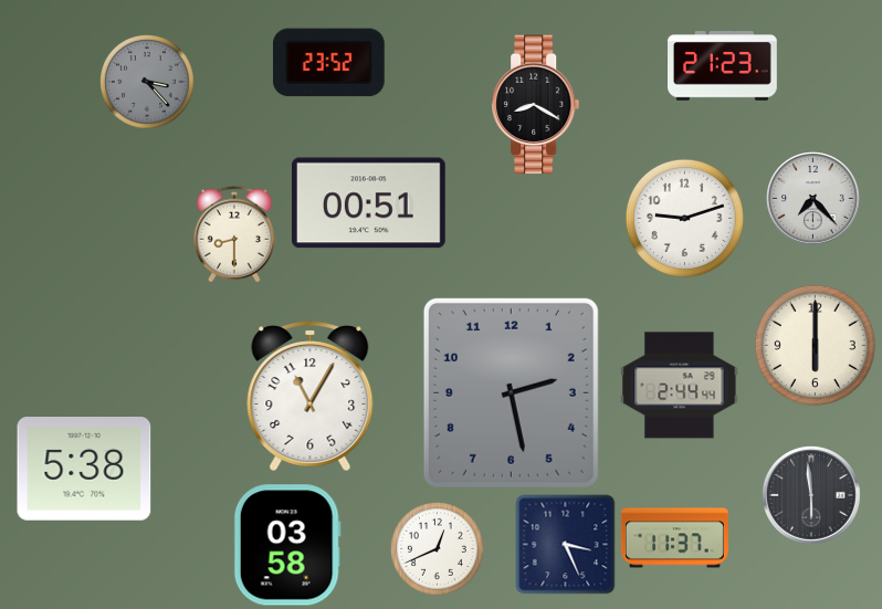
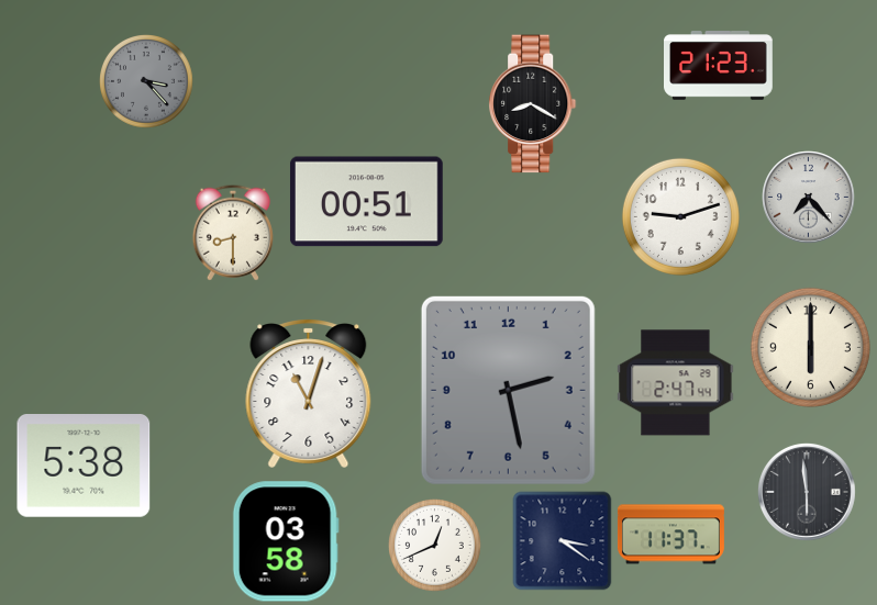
clock at (329, 63): 23:52 -> none
clock at (815, 345) position: (815, 345) -> (810, 347)
clock at (680, 386): 2:44 -> 2:47
clock at (311, 396): 11:05 -> 11:03
clock at (566, 545): 3:26 -> 3:21
